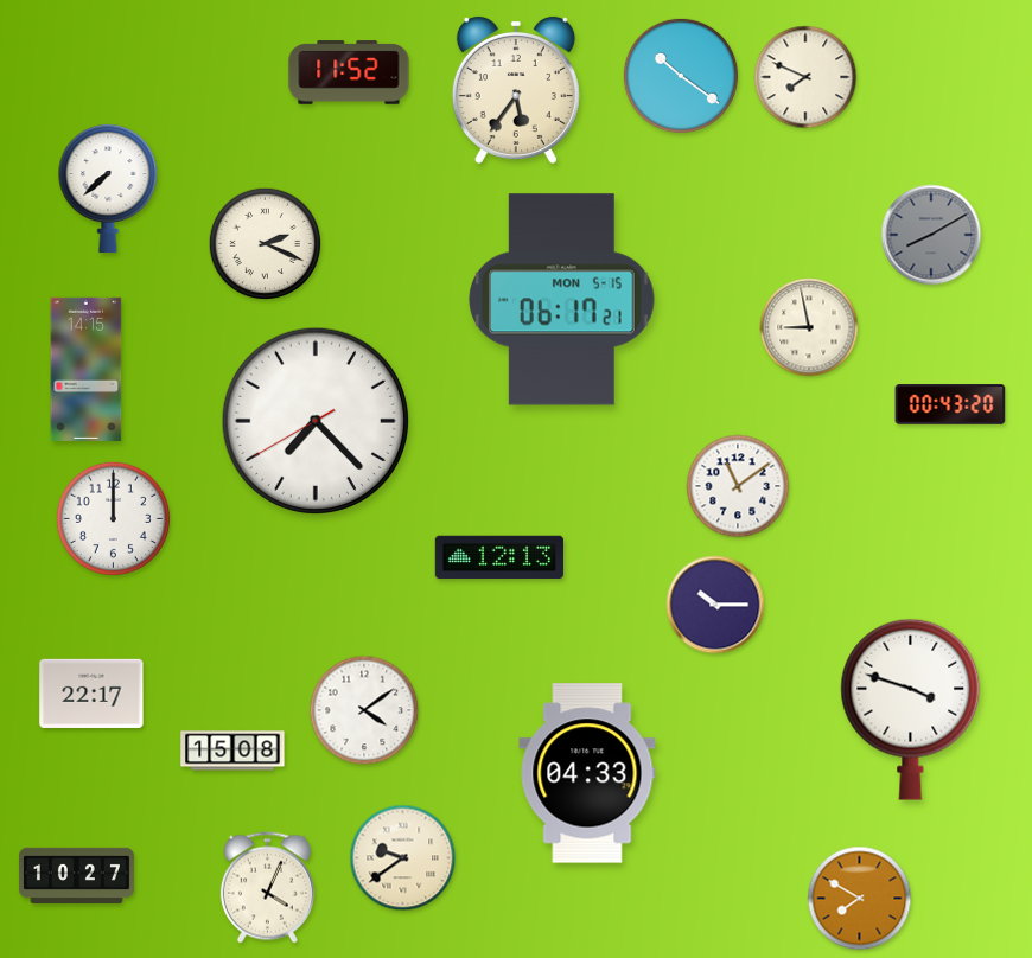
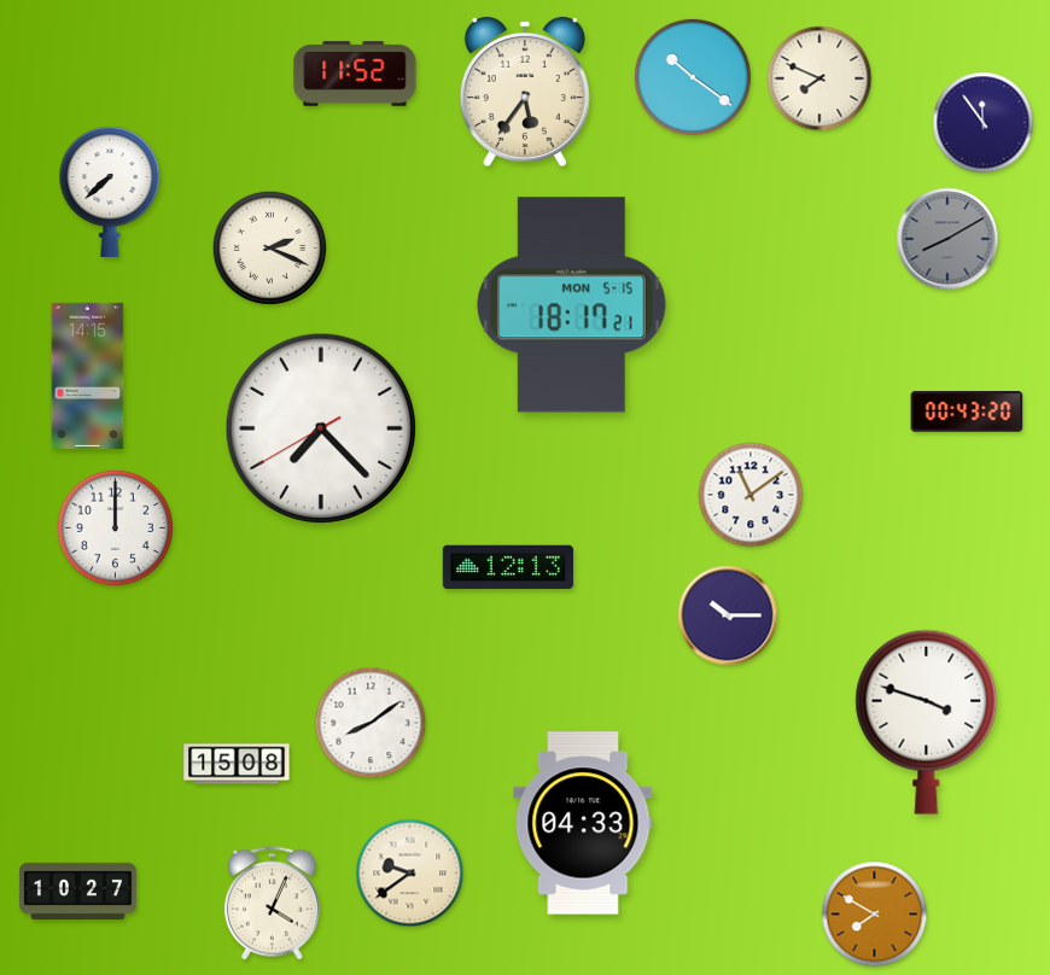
clock at (984, 123): none -> 11:54
clock at (562, 300): 06:17 -> 18:17
clock at (809, 327): 8:58 -> none
clock at (91, 694): 22:17 -> none
clock at (364, 710): 4:09 -> 8:09
clock at (587, 773) position: (587, 773) -> (583, 823)
